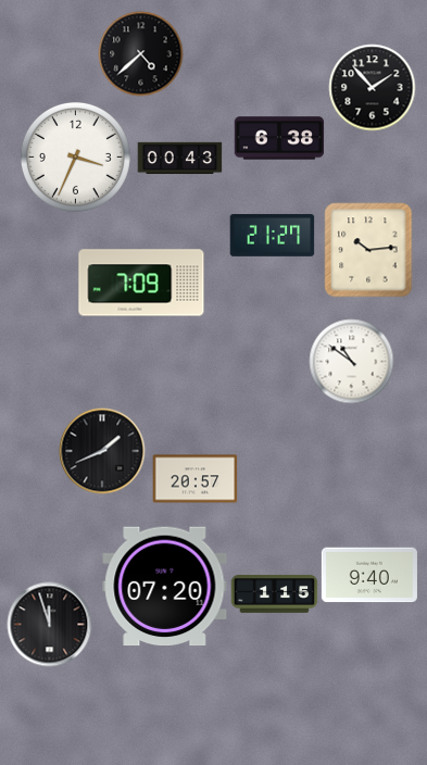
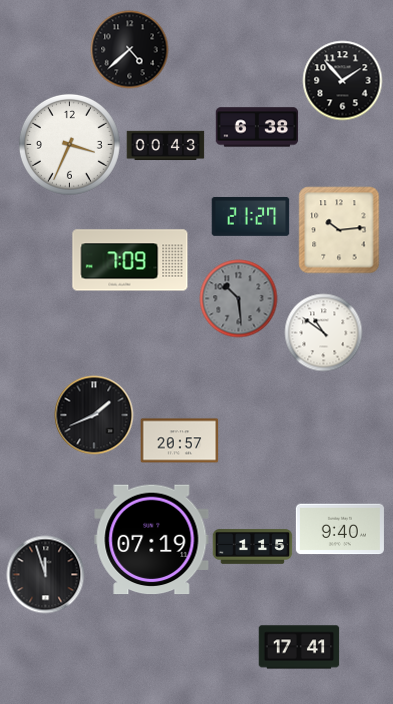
clock at (238, 298): none -> 10:29
clock at (165, 587): 07:20 -> 07:19
clock at (299, 647): none -> 17:41
